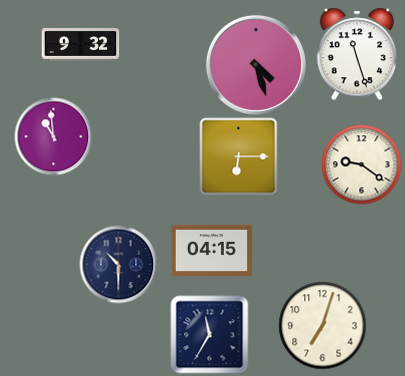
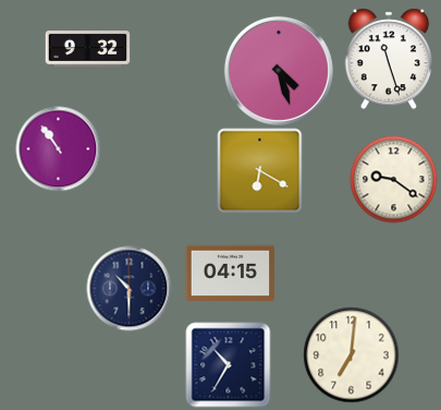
clock at (53, 136): 10:59 -> 10:54
clock at (238, 156): 6:15 -> 6:20
clock at (322, 325): 7:03 -> 7:01
clock at (209, 334): 11:35 -> 10:35
